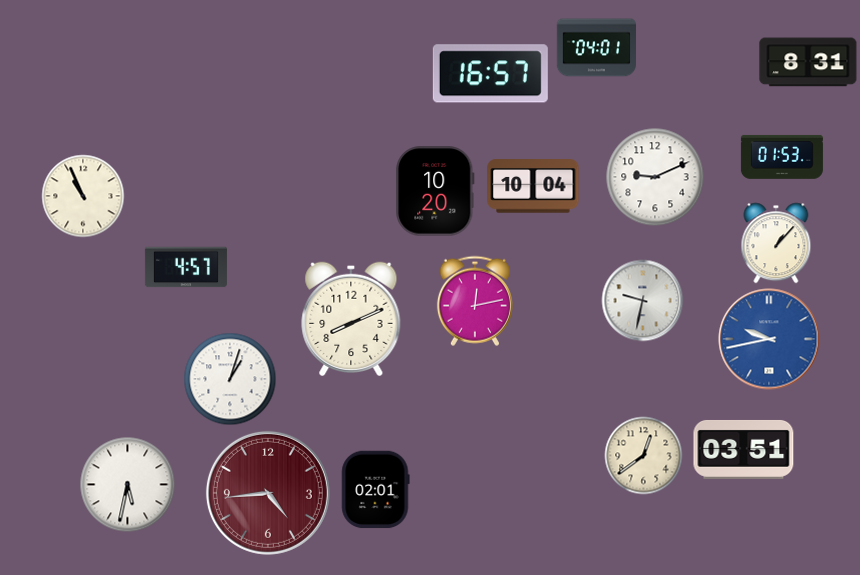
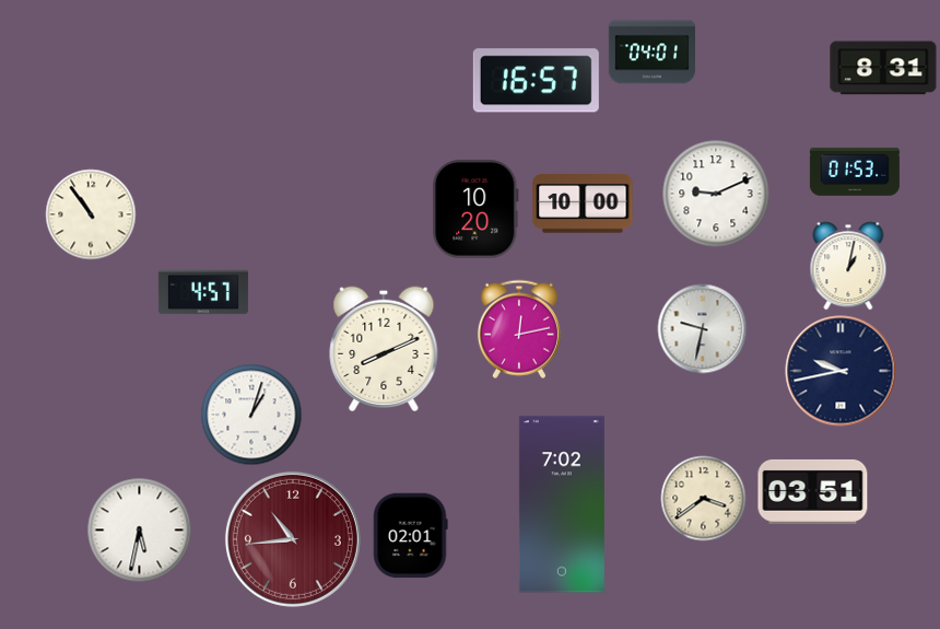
clock at (533, 186): 10:04 -> 10:00
clock at (83, 196): 10:56 -> 10:54
clock at (776, 243): 1:07 -> 1:02
clock at (769, 339) dial: blue -> navy
clock at (644, 456): 12:39 -> 3:39
clock at (562, 504): none -> 7:02
clock at (268, 493): 4:44 -> 10:44
